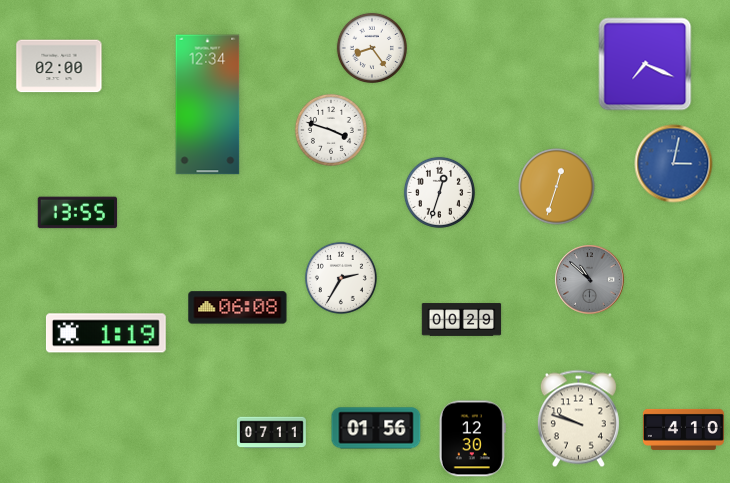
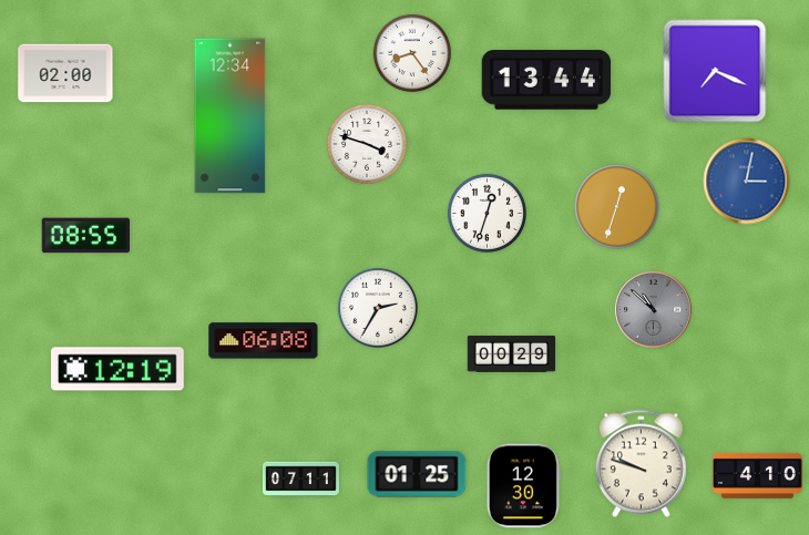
clock at (546, 80): none -> 13:44
clock at (78, 213): 13:55 -> 08:55
clock at (106, 333): 1:19 -> 12:19
clock at (376, 428): 01:56 -> 01:25
